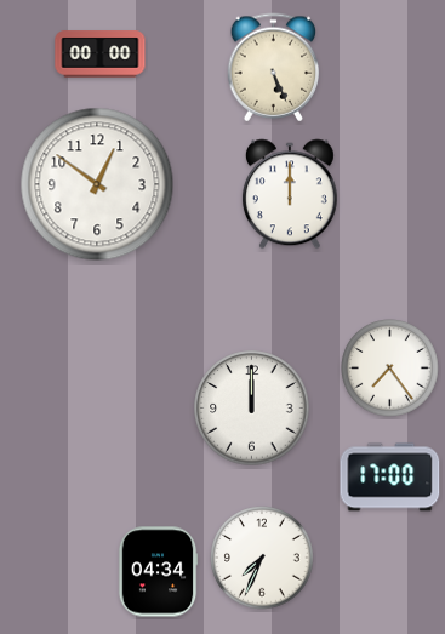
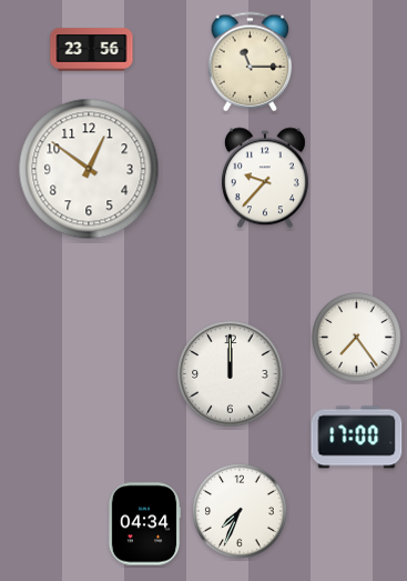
clock at (101, 55): 00:00 -> 23:56
clock at (274, 68): 5:26 -> 11:15
clock at (290, 194): 12:00 -> 9:37
